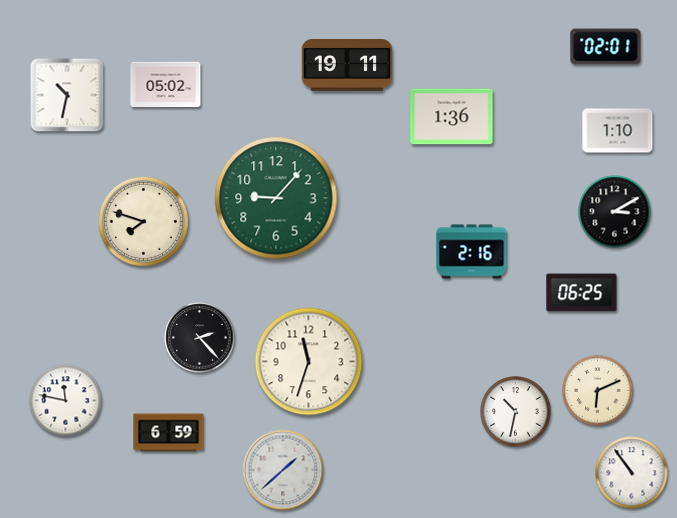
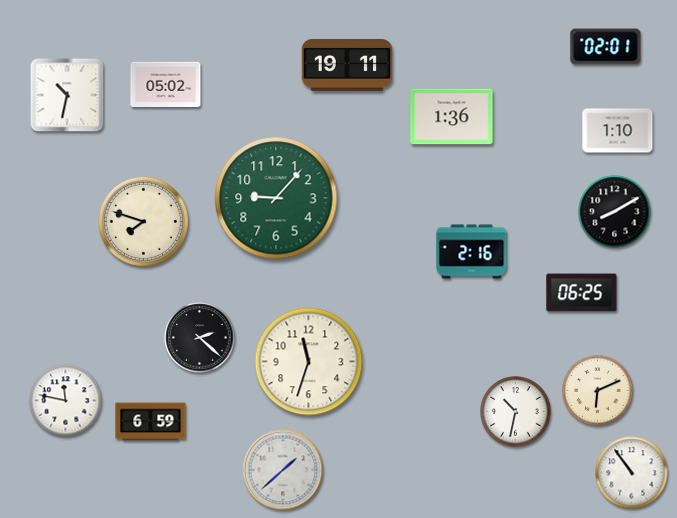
clock at (615, 212): 3:10 -> 8:10
clock at (200, 338): 2:23 -> 2:22
clock at (169, 433) position: (169, 433) -> (151, 422)
